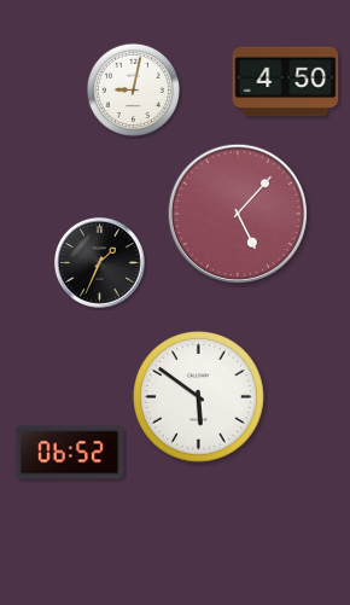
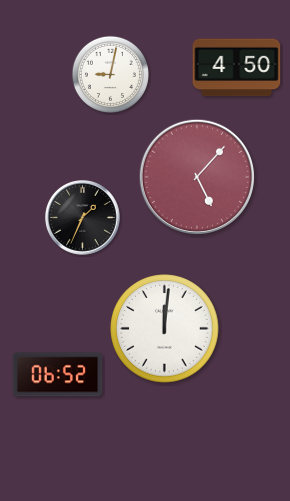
clock at (199, 397): 5:51 -> 12:01
